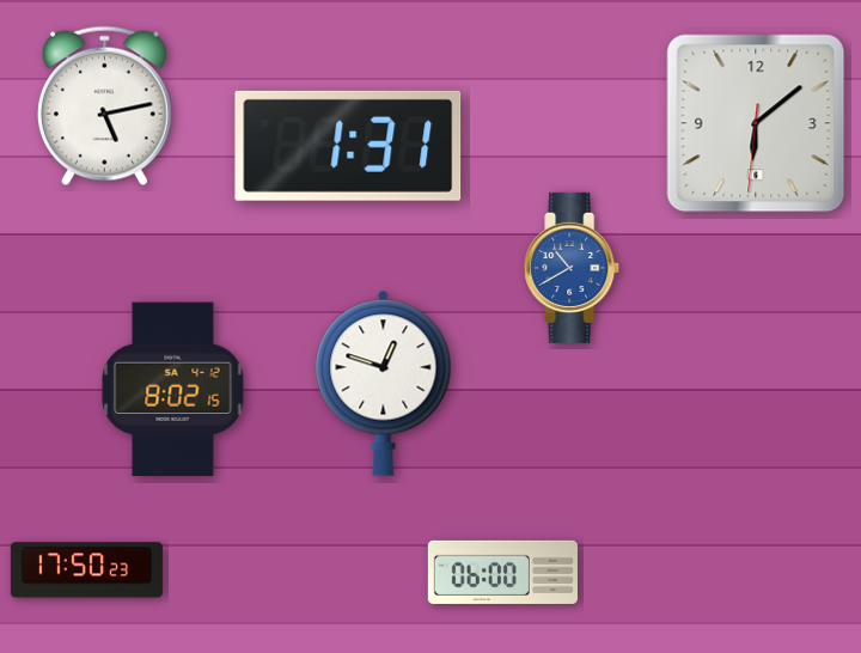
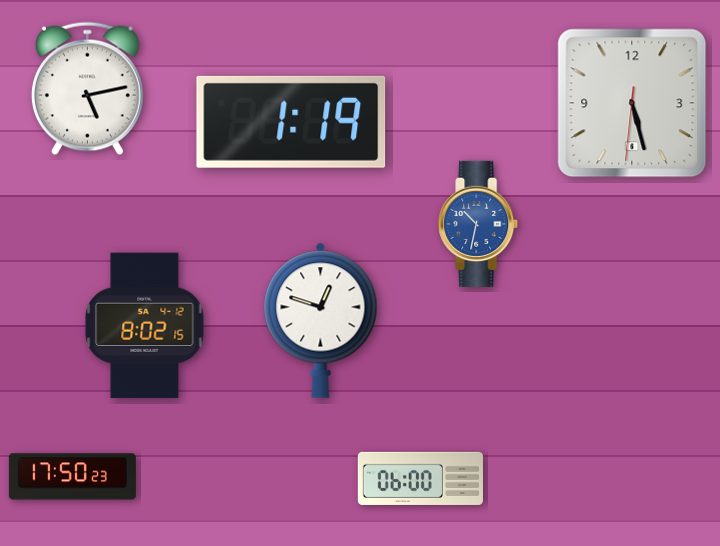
clock at (756, 123): 6:08 -> 5:27
clock at (348, 146): 1:31 -> 1:19
clock at (573, 268): 10:40 -> 10:32
